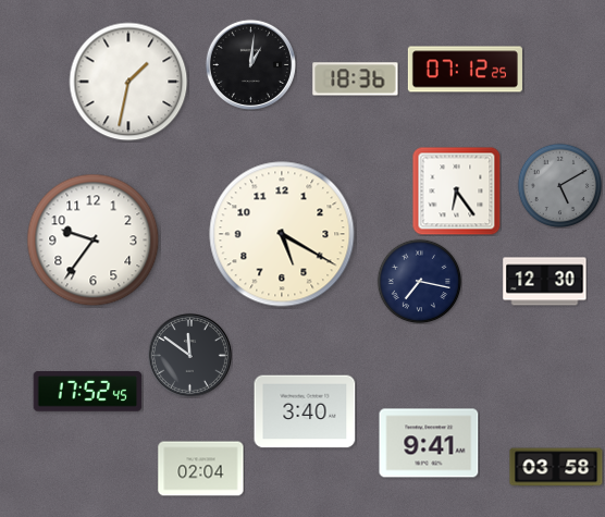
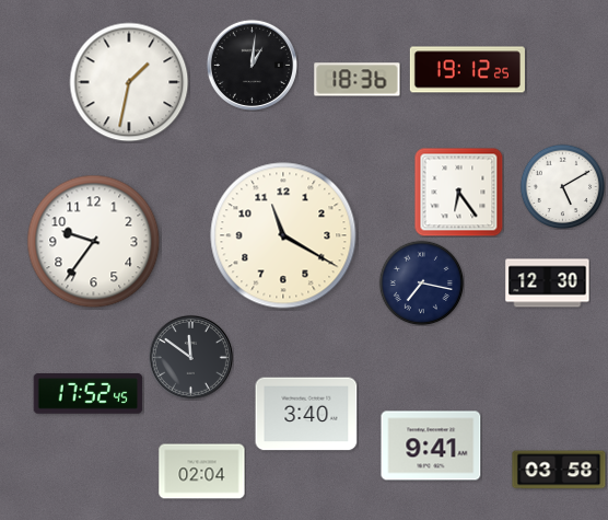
clock at (465, 70): 07:12 -> 19:12
clock at (559, 185) dial: grey -> white
clock at (282, 234): 5:20 -> 11:20
